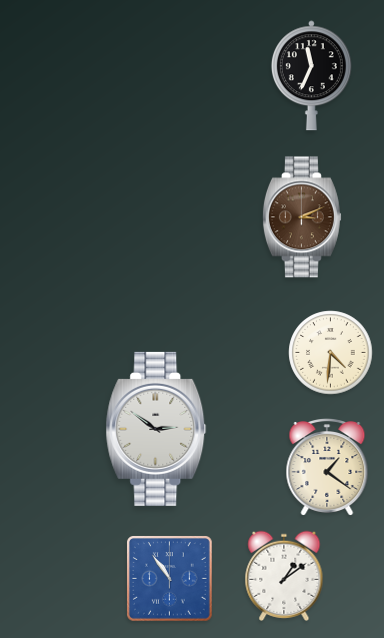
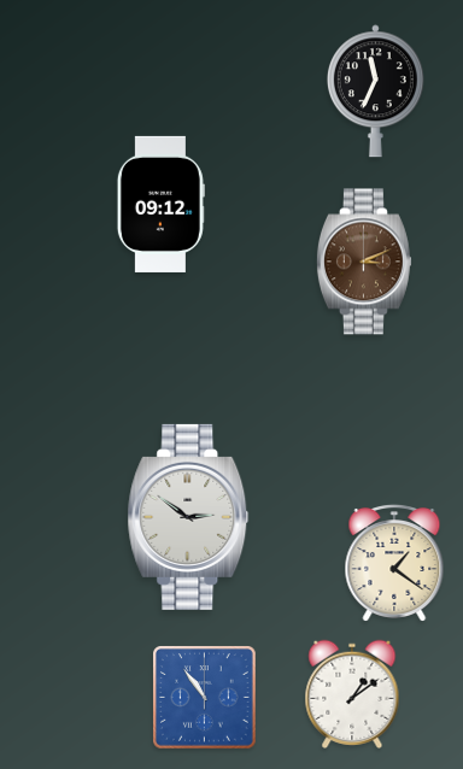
clock at (160, 204): none -> 09:12
clock at (331, 353): 4:31 -> none
clock at (284, 576) position: (284, 576) -> (352, 694)
